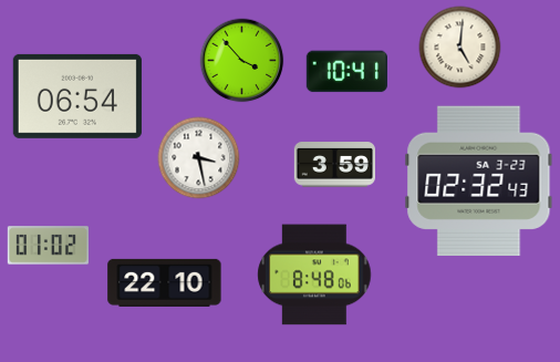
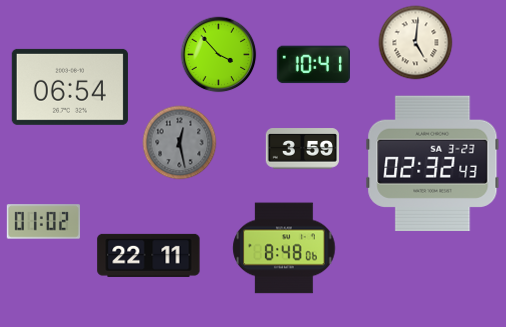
clock at (199, 158): 3:28 -> 12:28
clock at (199, 158) dial: white -> grey
clock at (165, 282): 22:10 -> 22:11
